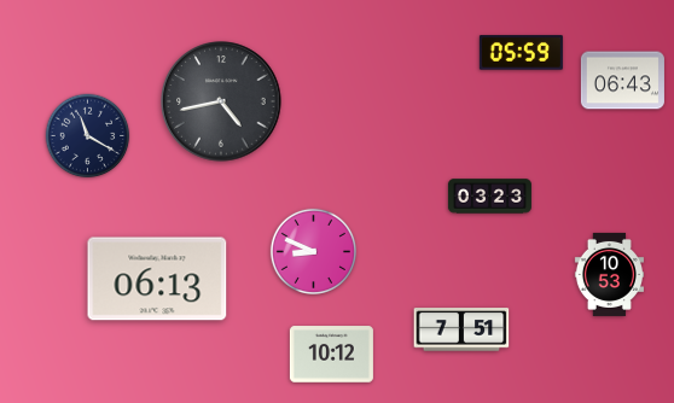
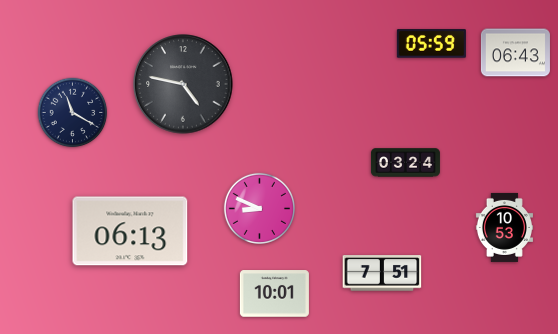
clock at (622, 81) position: (622, 81) -> (515, 53)
clock at (221, 101): 4:43 -> 4:47
clock at (489, 197): 03:23 -> 03:24
clock at (331, 355): 10:12 -> 10:01
